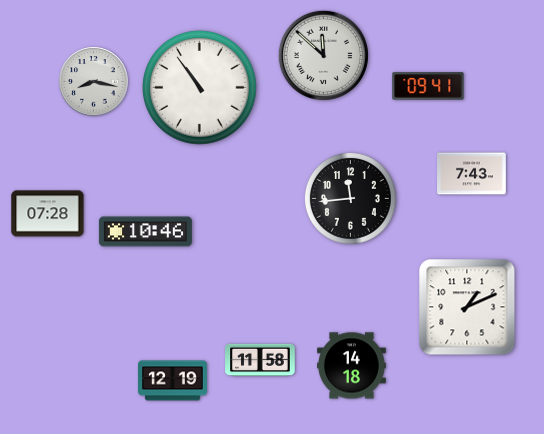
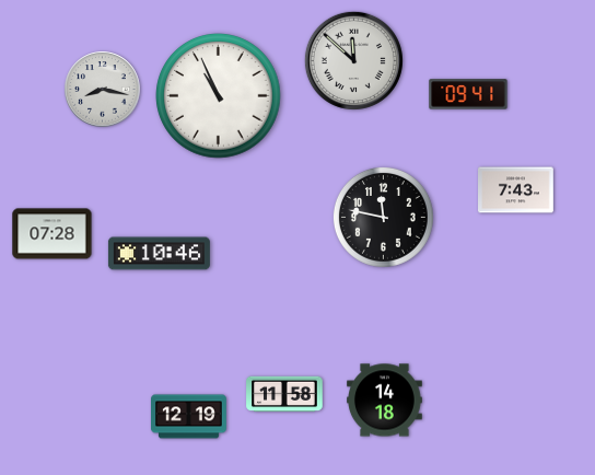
clock at (200, 88): 10:54 -> 10:56
clock at (350, 198): 11:44 -> 11:47
clock at (467, 307): 1:11 -> none
